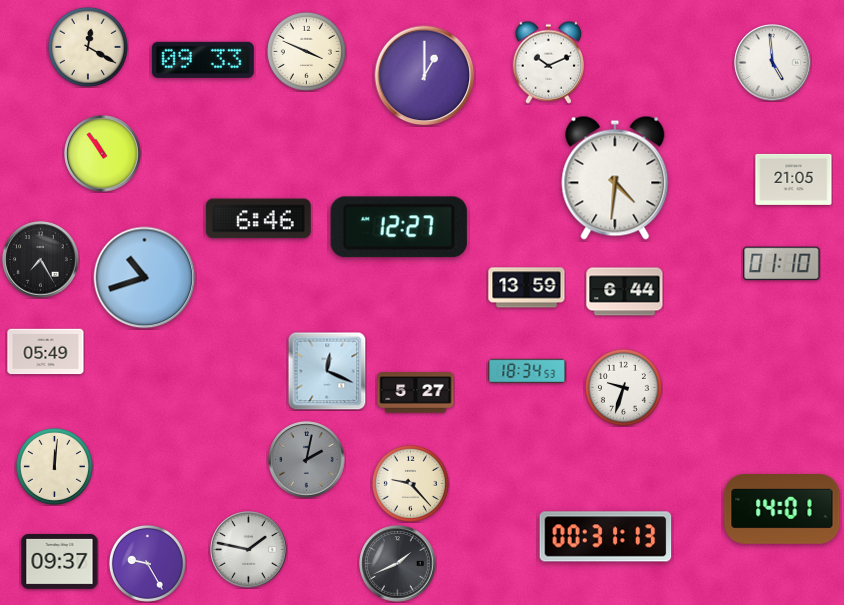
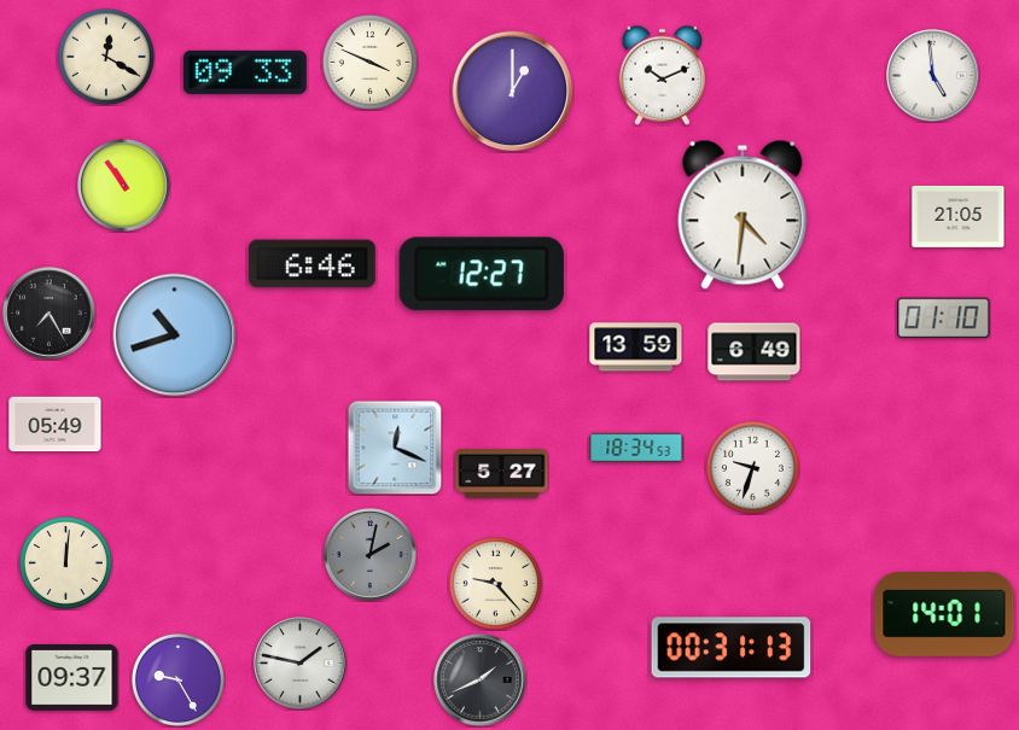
clock at (625, 292): 6:44 -> 6:49
